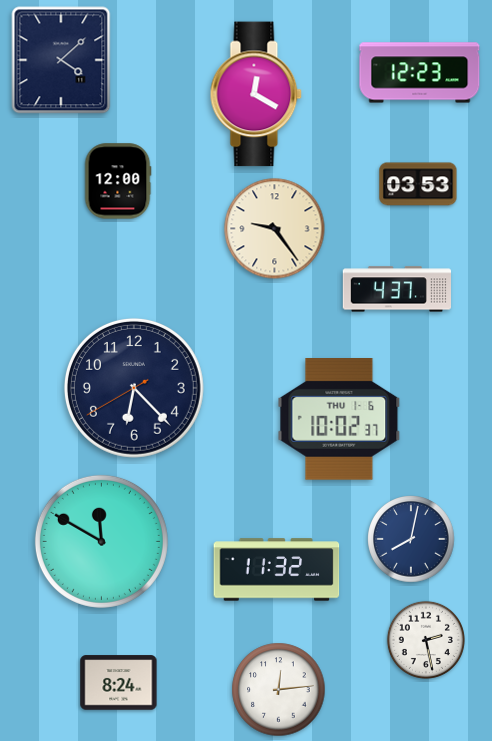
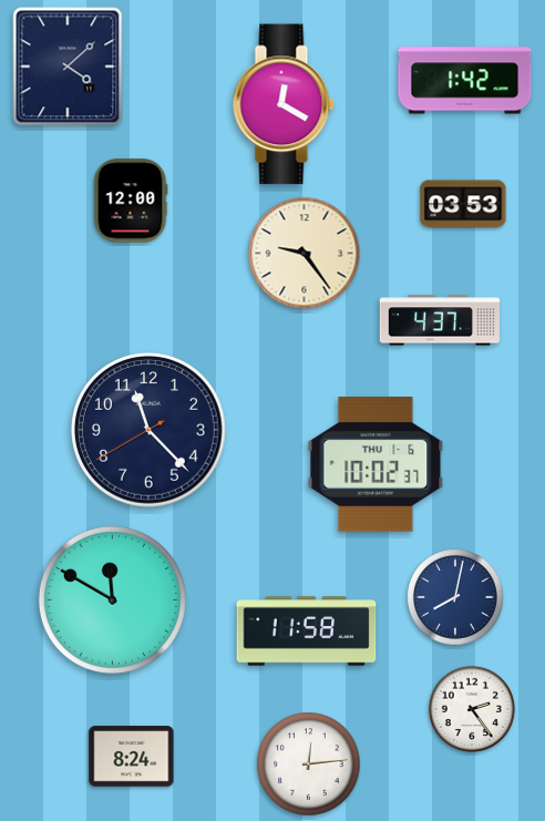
clock at (420, 73): 12:23 -> 1:42
clock at (134, 388): 6:22 -> 11:22
clock at (277, 570): 11:32 -> 11:58
clock at (426, 640): 2:28 -> 2:24
